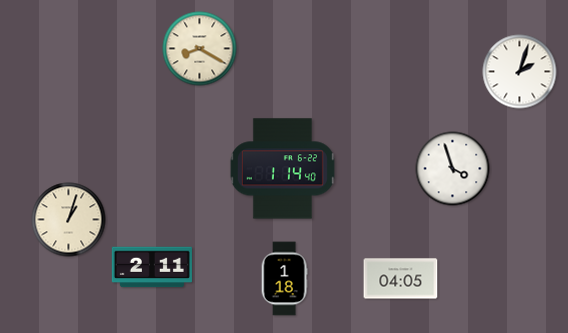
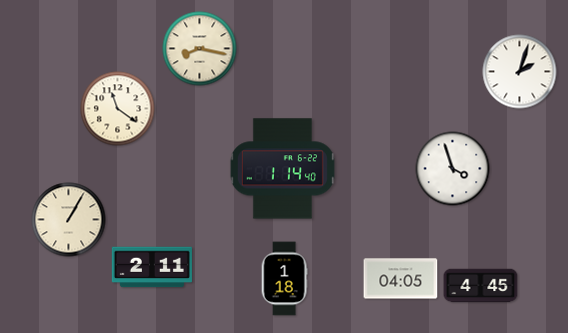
clock at (200, 49): 8:20 -> 8:17
clock at (118, 109): none -> 11:21
clock at (69, 220): 1:03 -> 1:05
clock at (481, 286): none -> 4:45
